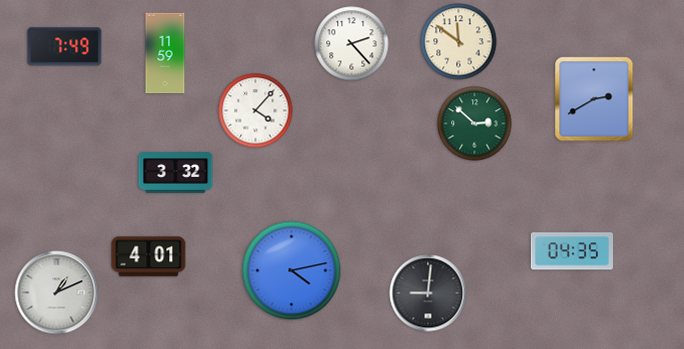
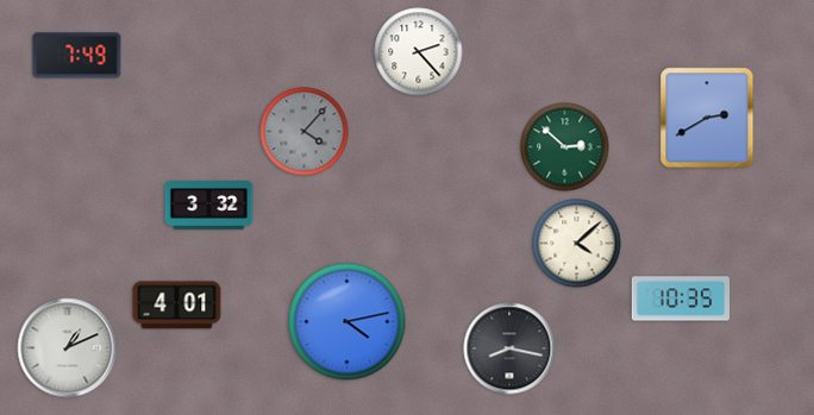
clock at (459, 42): 11:51 -> none
clock at (165, 53): 11:59 -> none
clock at (256, 111) dial: white -> grey
clock at (577, 244): none -> 4:08
clock at (571, 251): 04:35 -> 10:35
clock at (428, 293): 9:01 -> 8:17
